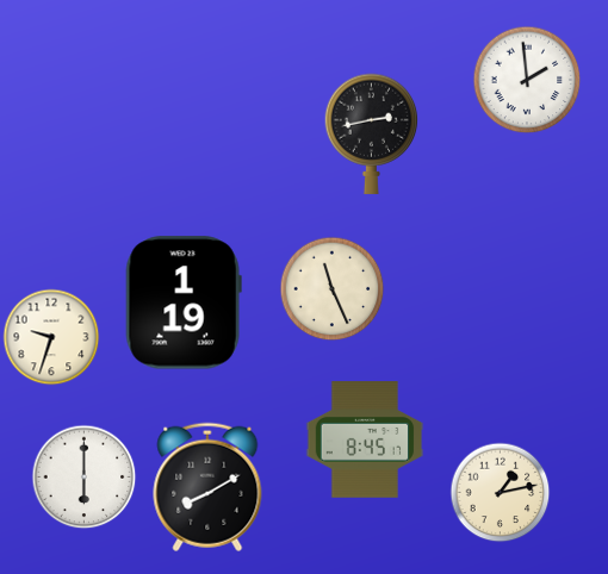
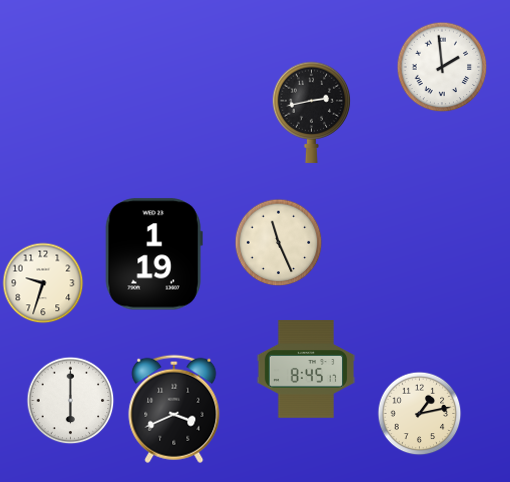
clock at (207, 487): 8:10 -> 3:41
